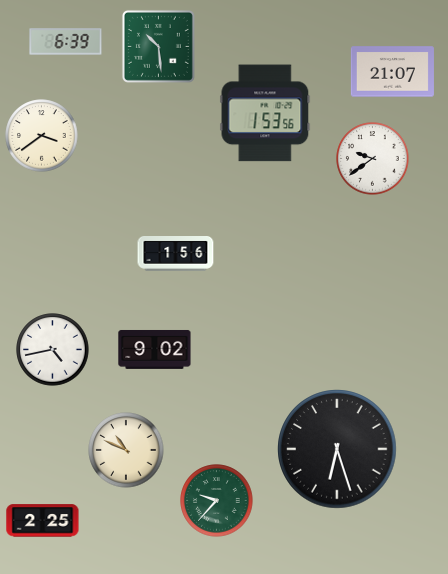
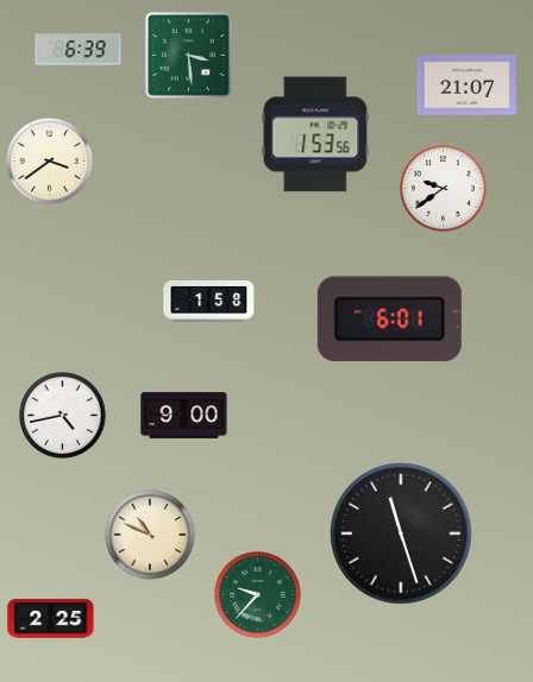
clock at (158, 46): 10:29 -> 3:29
clock at (176, 254): 1:56 -> 1:58
clock at (389, 320): none -> 6:01
clock at (155, 349): 9:02 -> 9:00
clock at (337, 449): 6:27 -> 11:27
